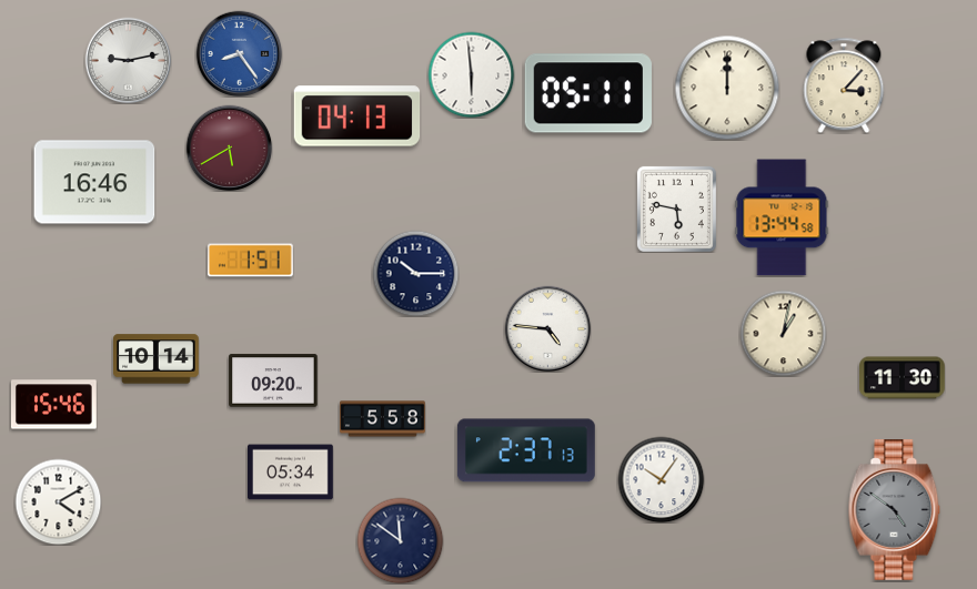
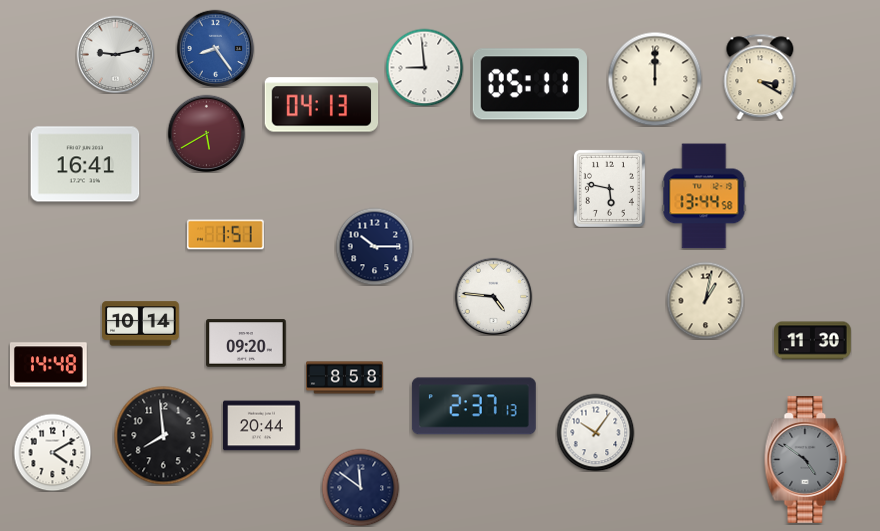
clock at (471, 74): 5:59 -> 8:59
clock at (844, 85): 3:07 -> 3:20
clock at (94, 182): 16:46 -> 16:41
clock at (54, 405): 15:46 -> 14:48
clock at (383, 419): 5:58 -> 8:58
clock at (291, 473): 05:34 -> 20:44
clock at (164, 436): none -> 7:59
